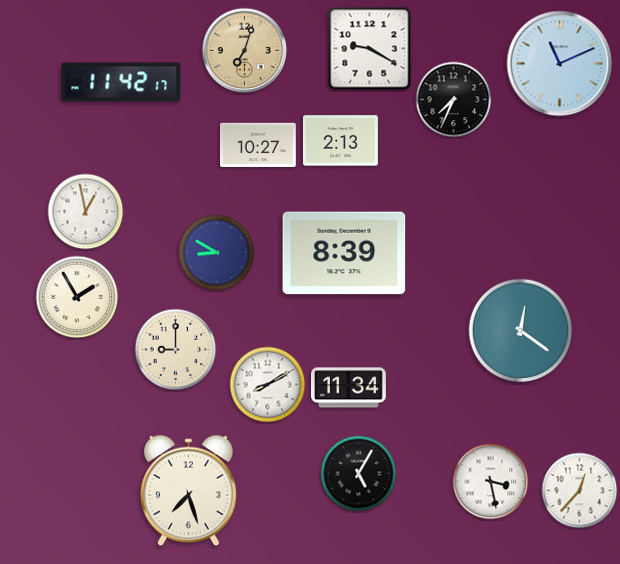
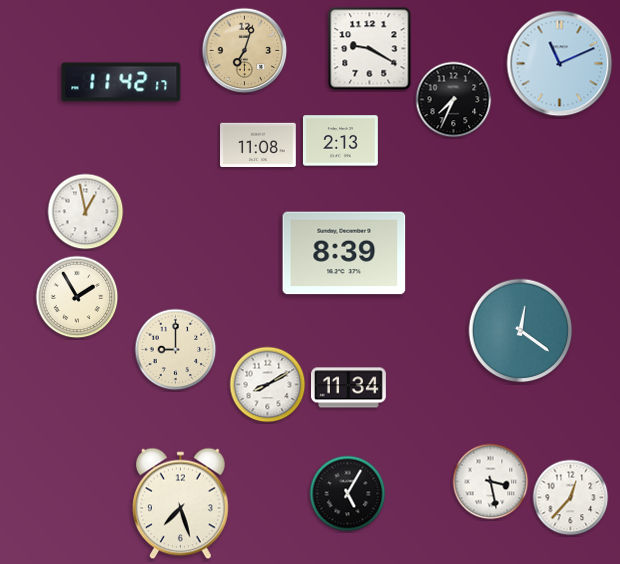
clock at (259, 145): 10:27 -> 11:08
clock at (217, 253): 8:50 -> none
clock at (359, 474) position: (359, 474) -> (348, 494)
clock at (189, 491) position: (189, 491) -> (181, 504)
clock at (580, 491) position: (580, 491) -> (571, 498)
